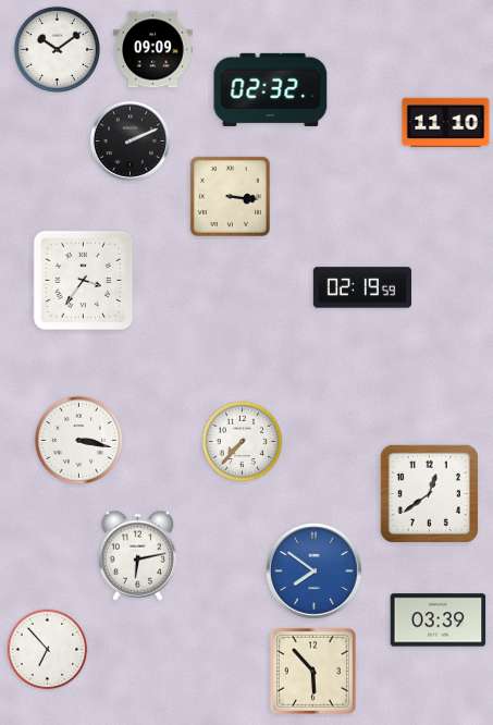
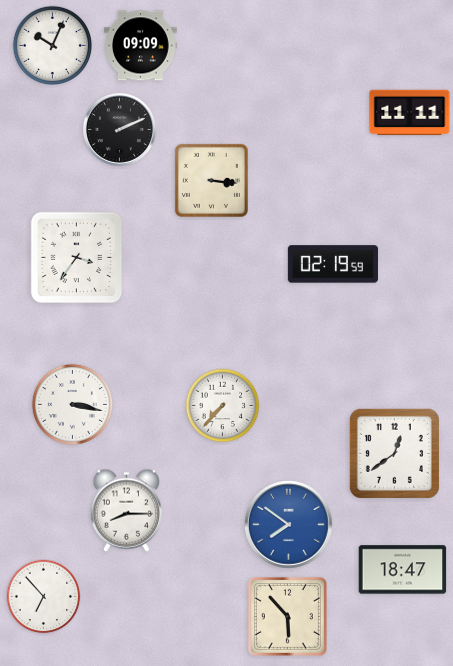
clock at (57, 49): 10:09 -> 10:04
clock at (271, 89): 02:32 -> none
clock at (446, 123): 11:10 -> 11:11
clock at (137, 555): 6:13 -> 8:15
clock at (439, 620): 03:39 -> 18:47
